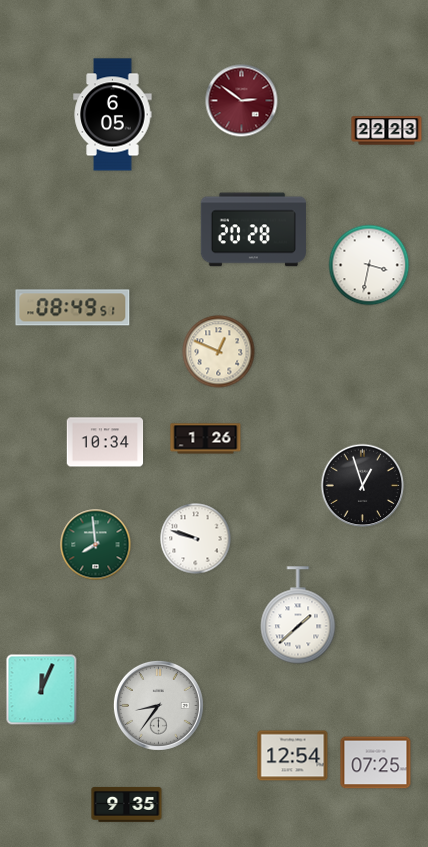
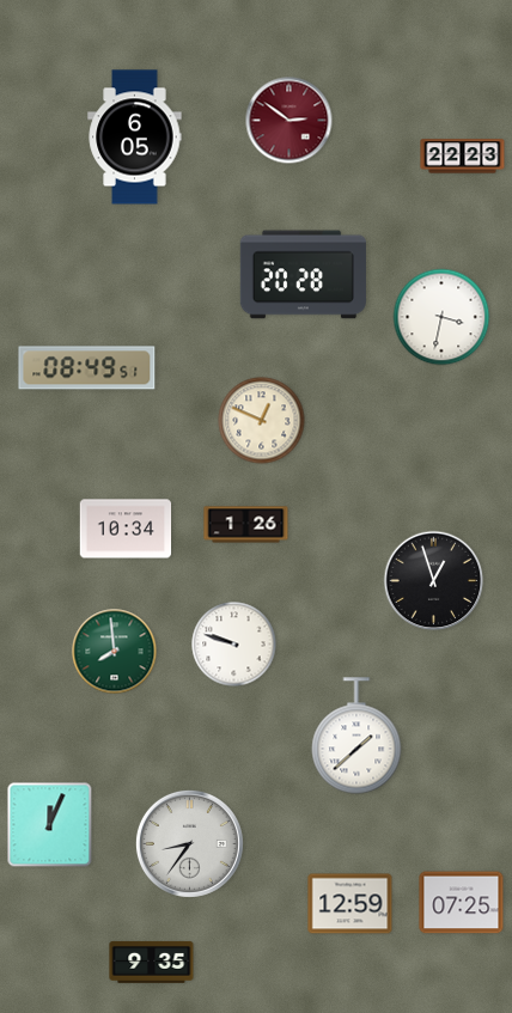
clock at (293, 756): 12:54 -> 12:59
clock at (376, 763) position: (376, 763) -> (462, 903)
